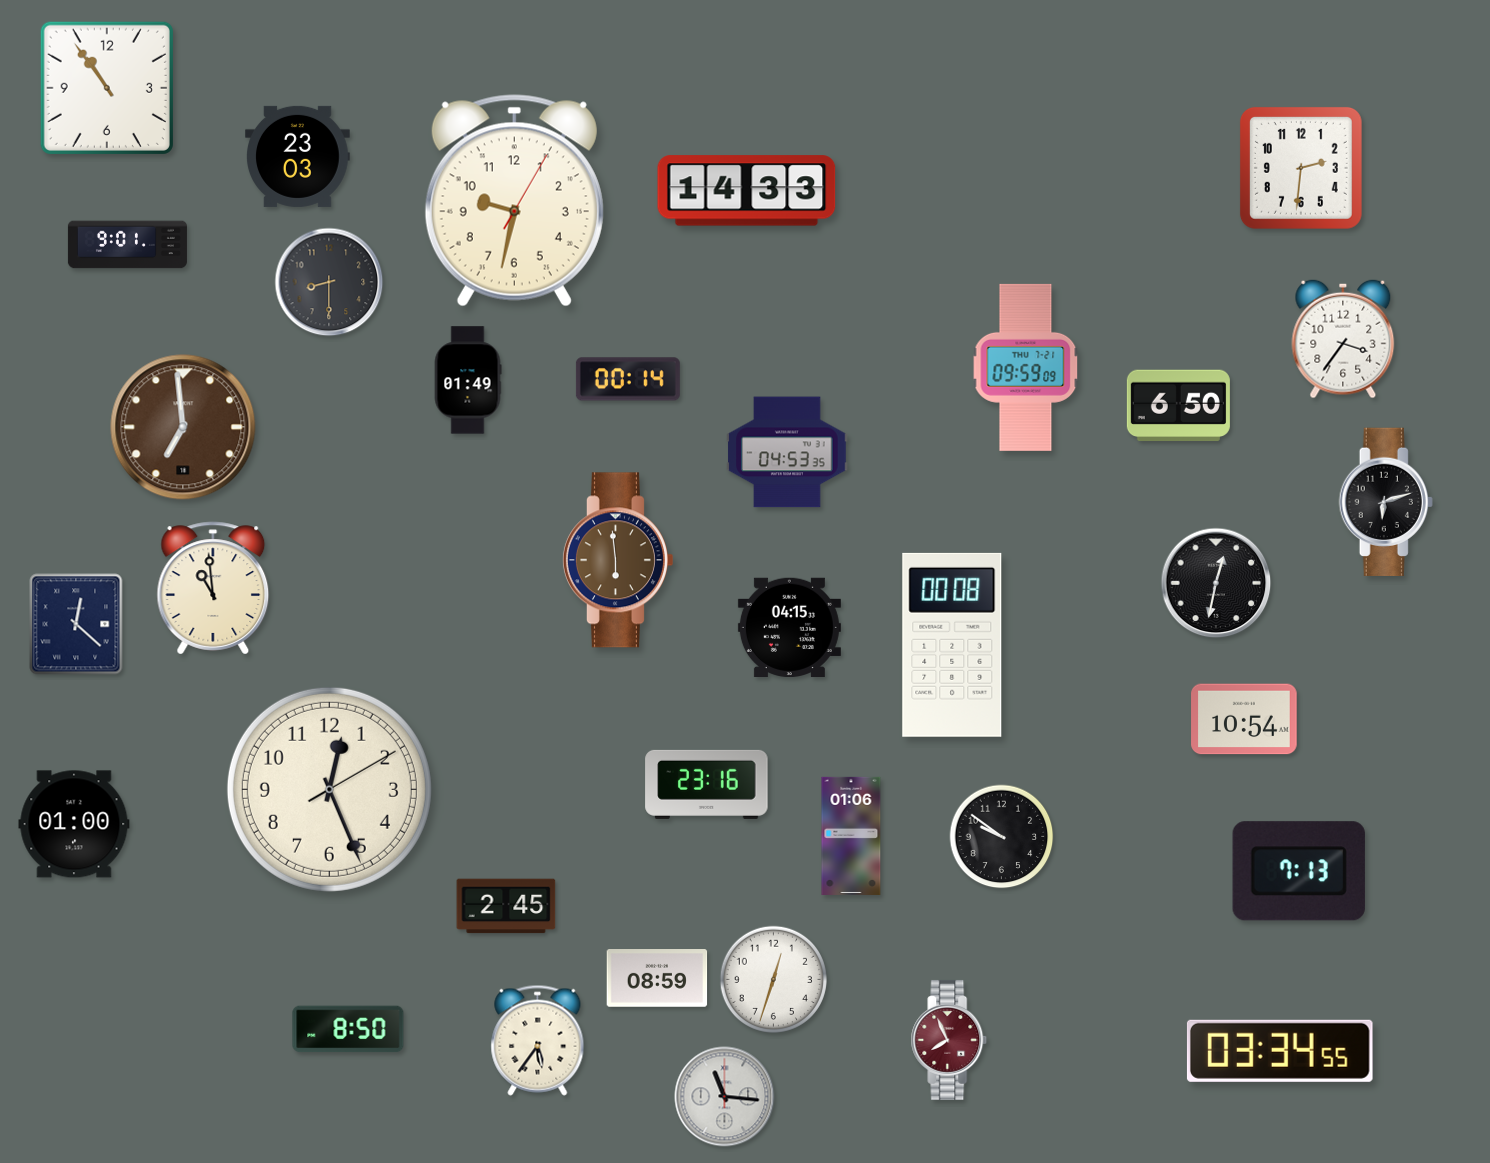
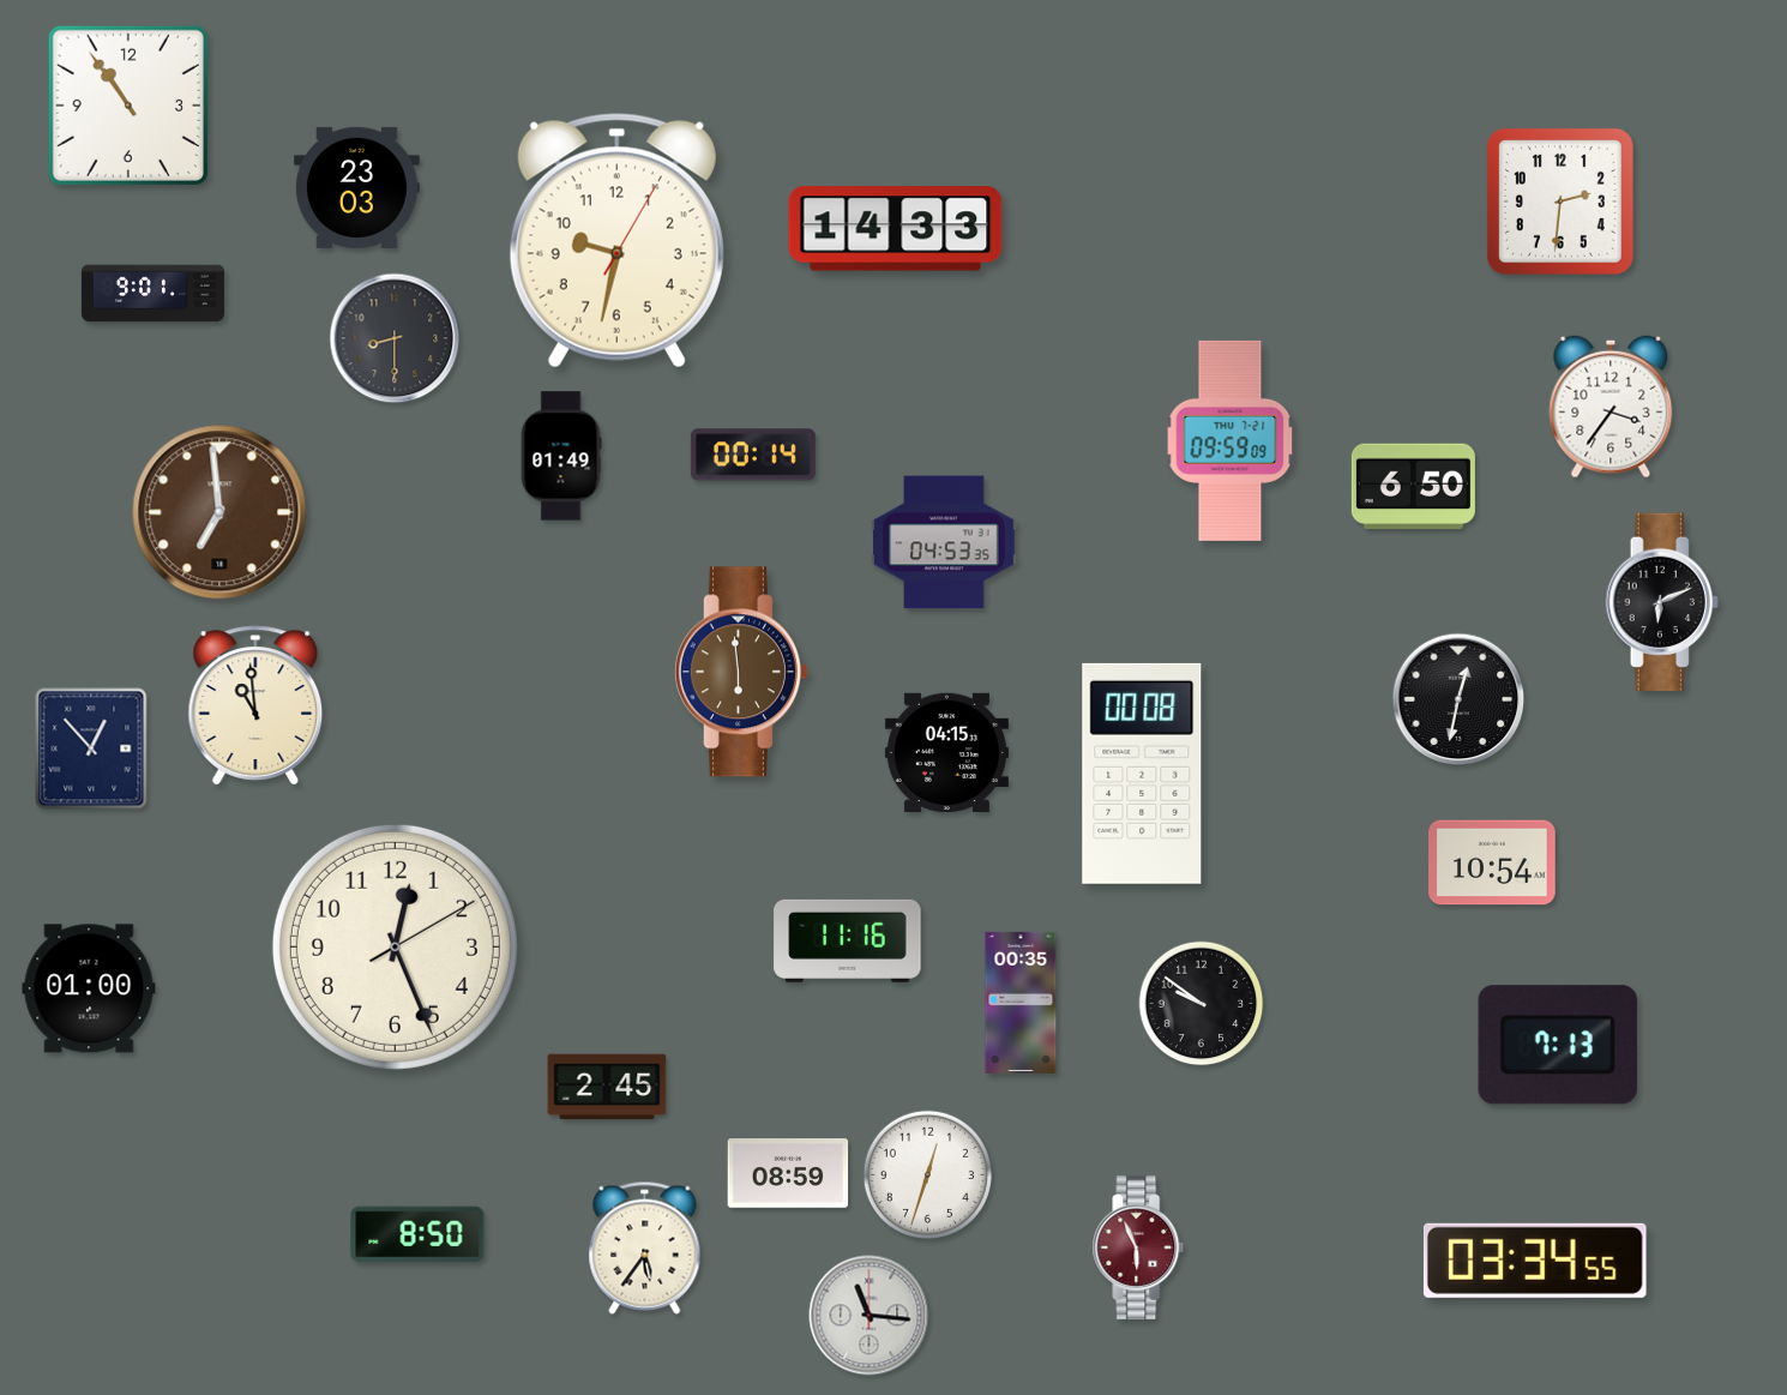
clock at (1386, 501): 6:12 -> 6:11
clock at (76, 624): 12:22 -> 12:53
clock at (707, 784): 23:16 -> 11:16
clock at (851, 836): 01:06 -> 00:35
clock at (949, 1040): 7:56 -> 5:56
